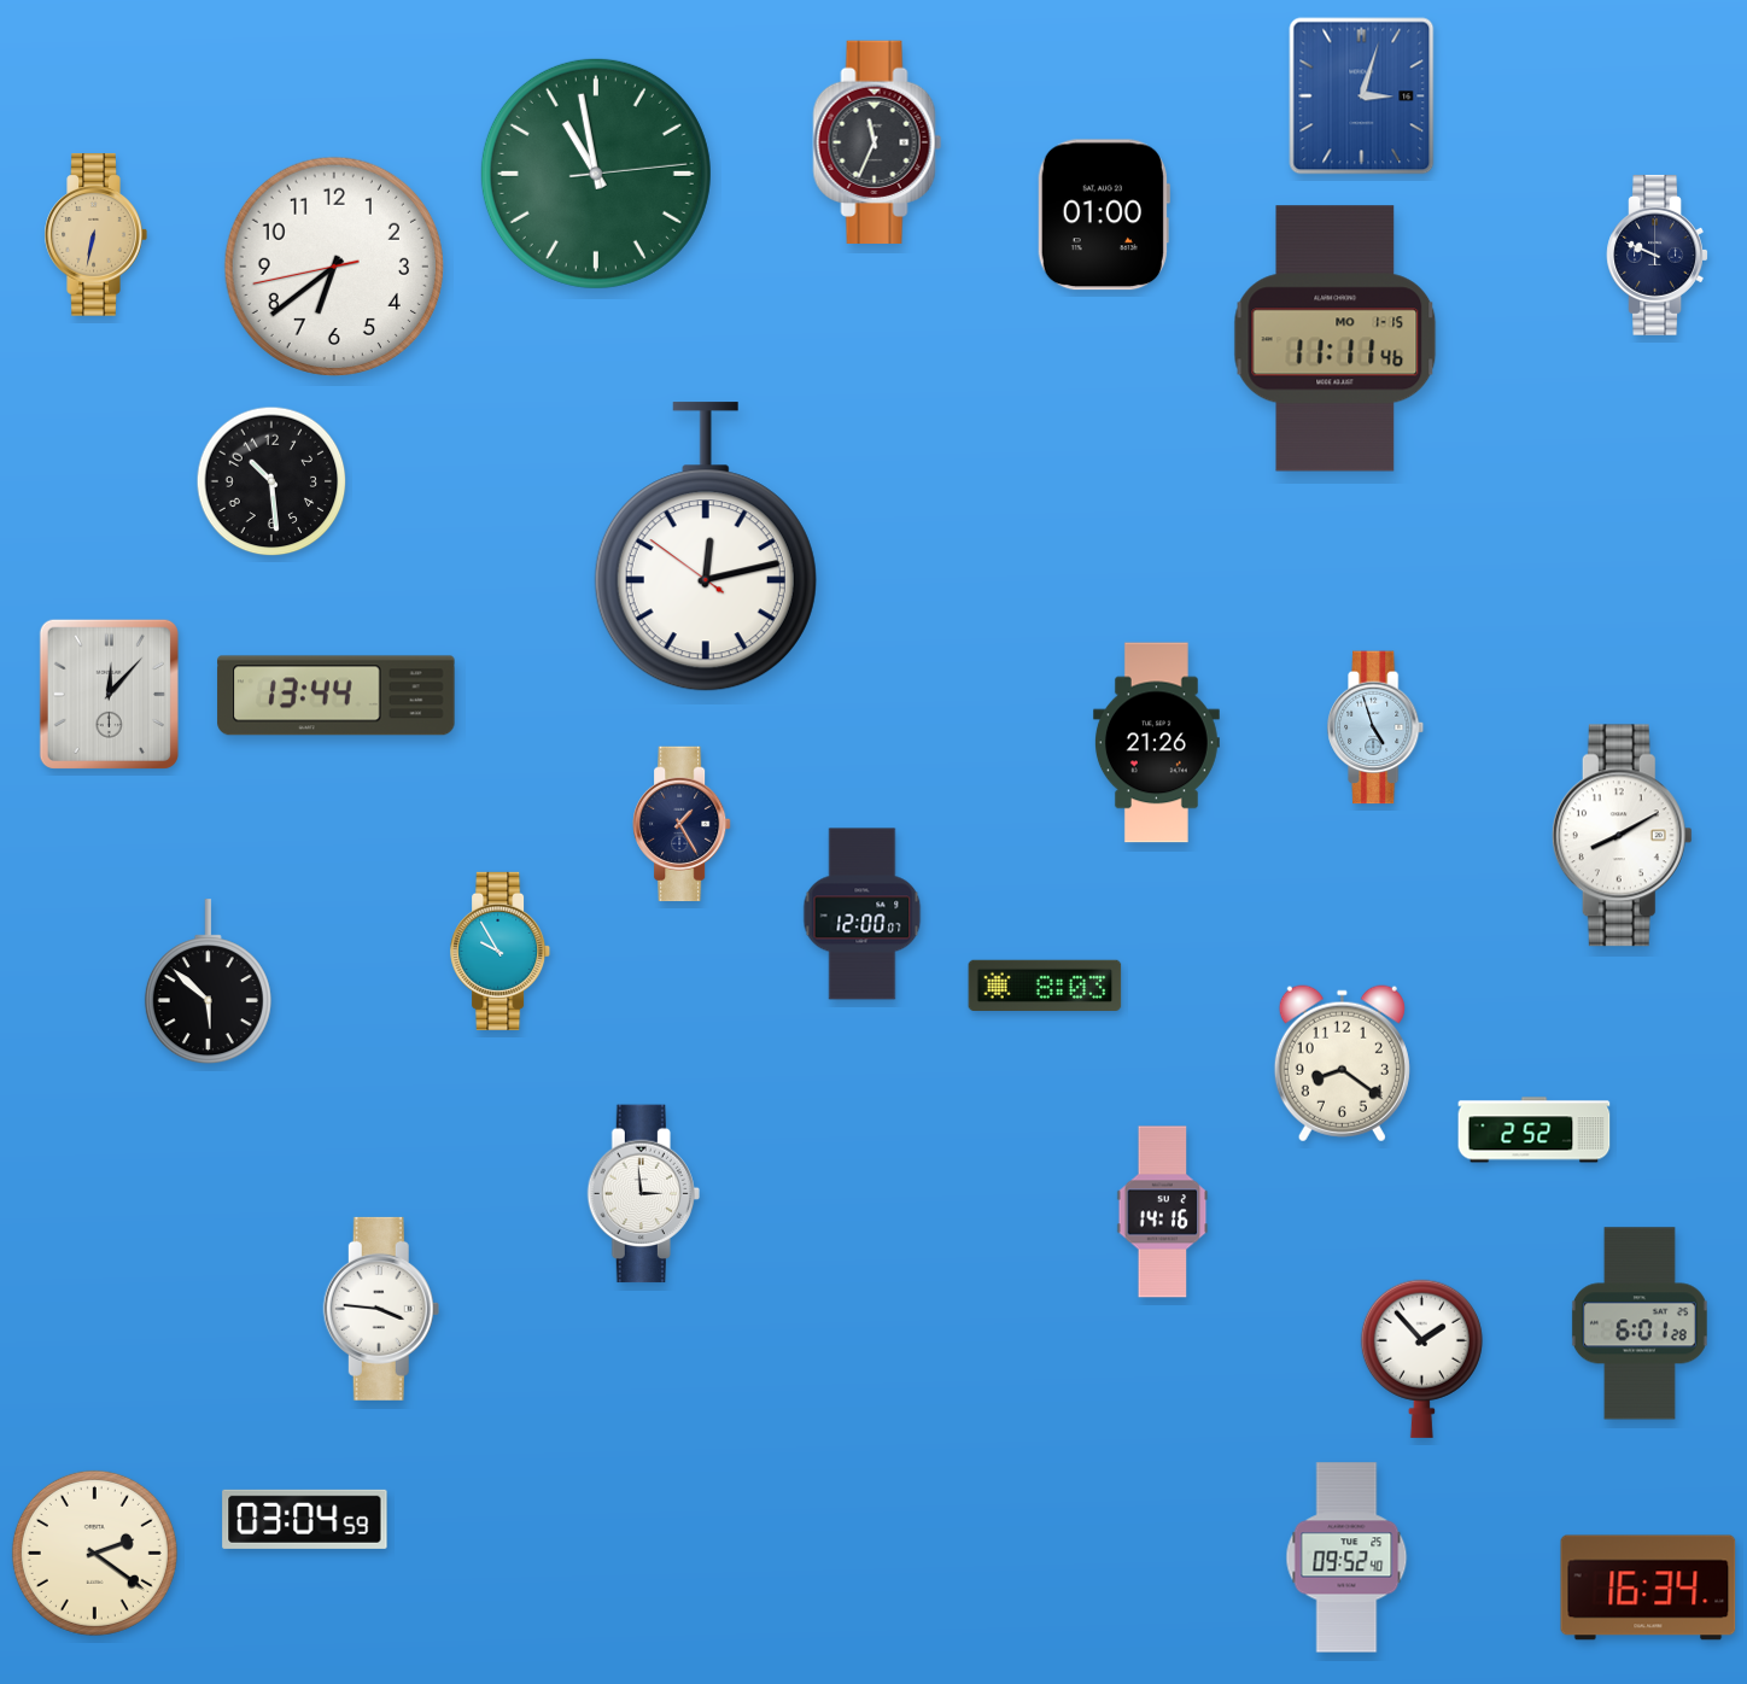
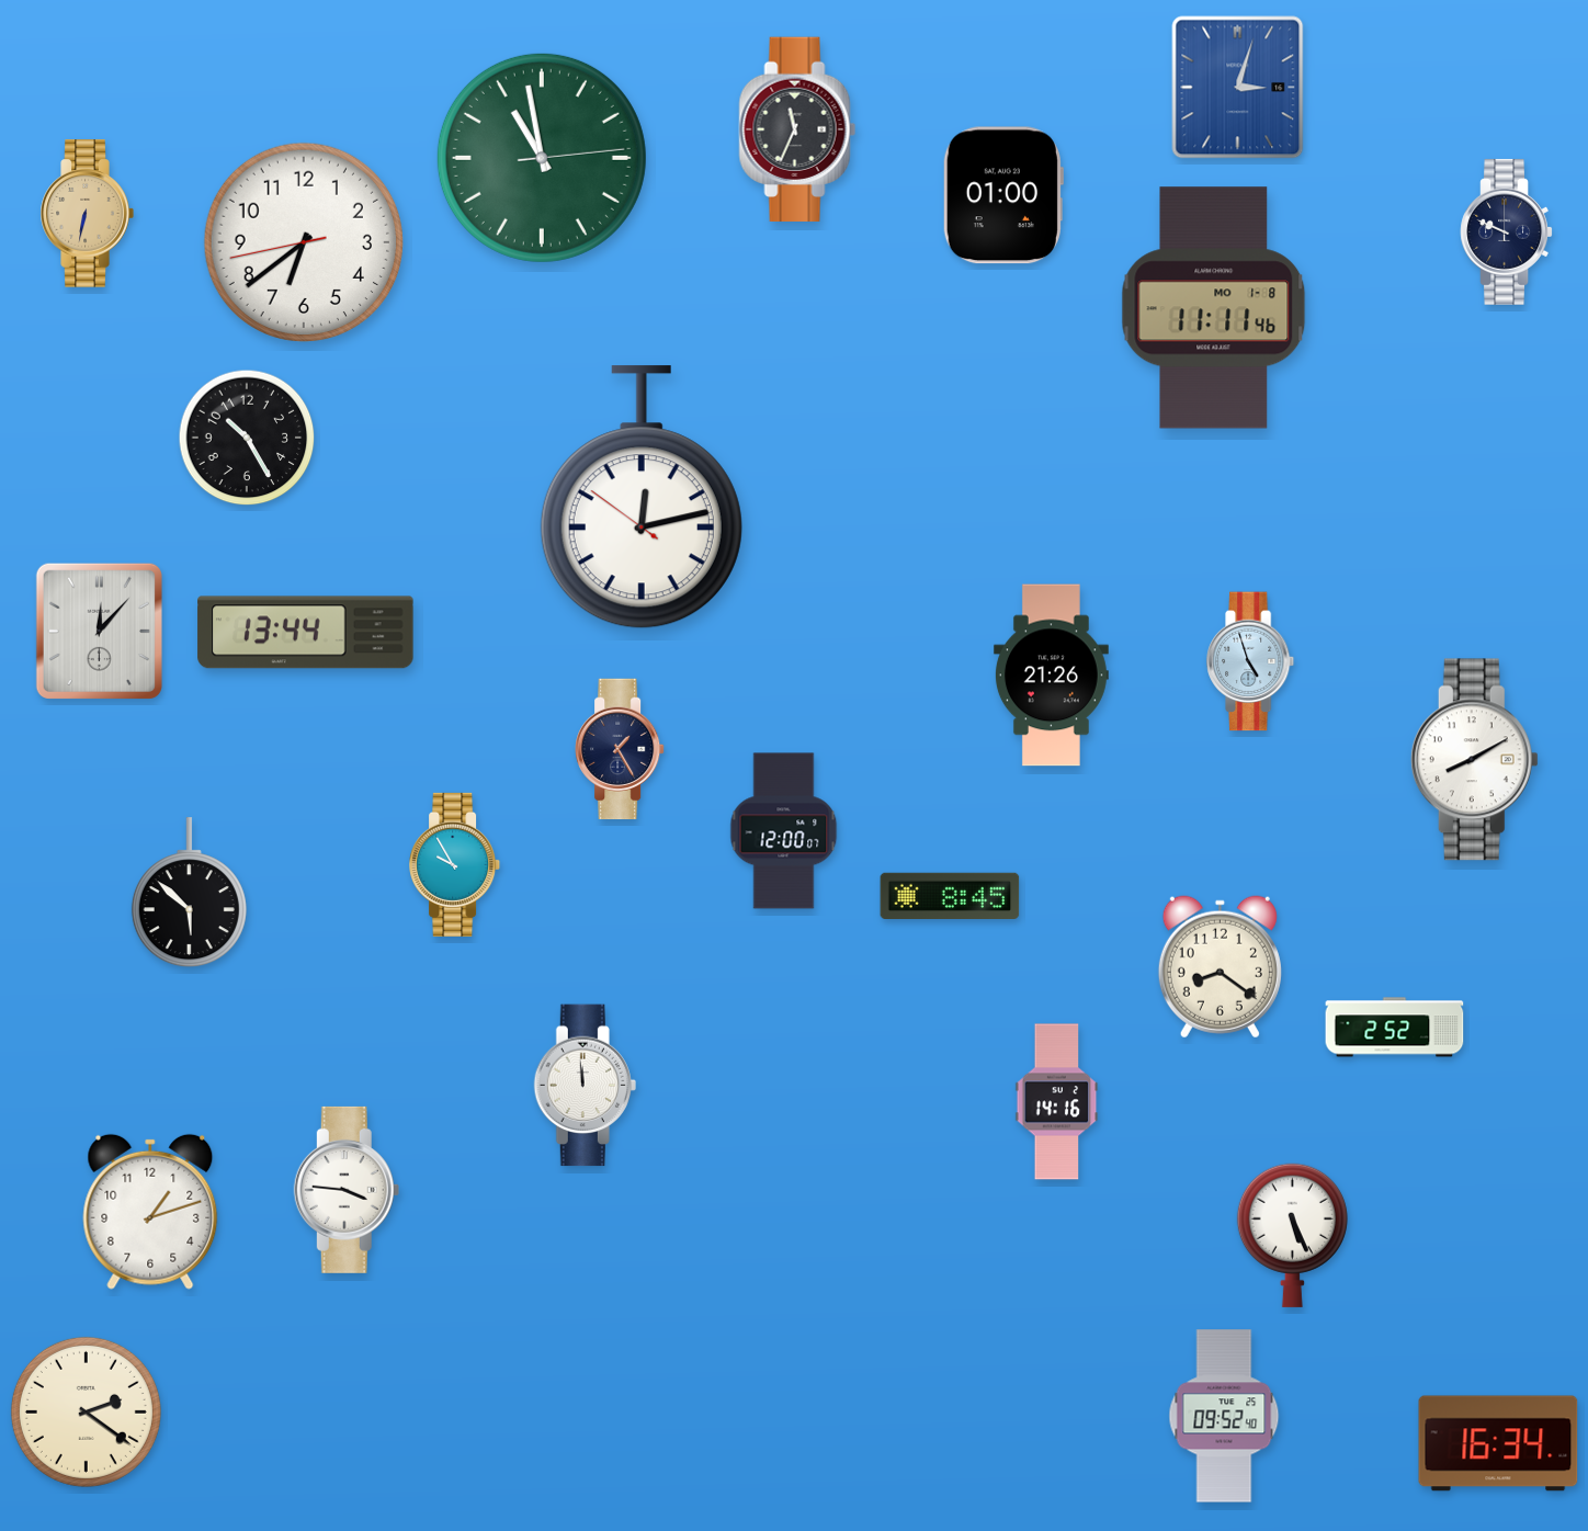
clock at (1336, 339) date: MO 1-15 -> MO 1-8
clock at (271, 481): 10:29 -> 10:25
clock at (1045, 984): 8:03 -> 8:45
clock at (643, 1194): 2:59 -> 11:59
clock at (1640, 1323): 6:01 -> none
clock at (150, 1212): none -> 1:12
clock at (1421, 1358): 1:53 -> 5:26
clock at (305, 1519): 03:04 -> none
